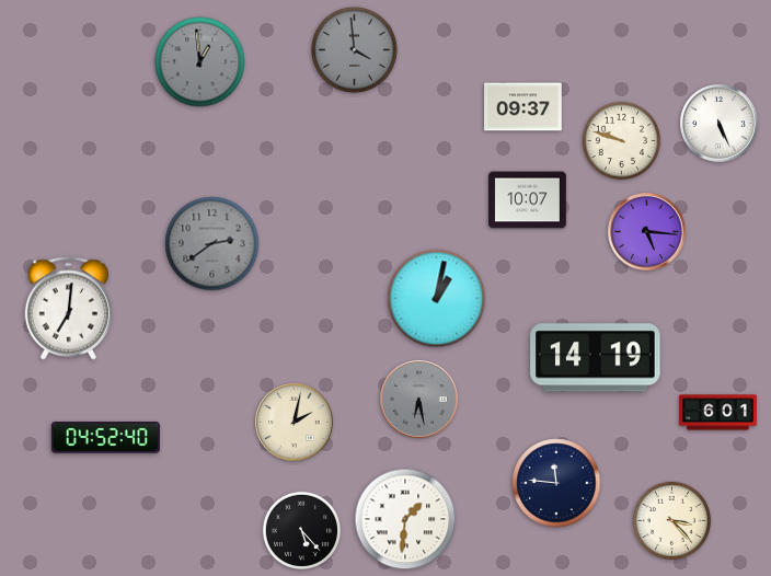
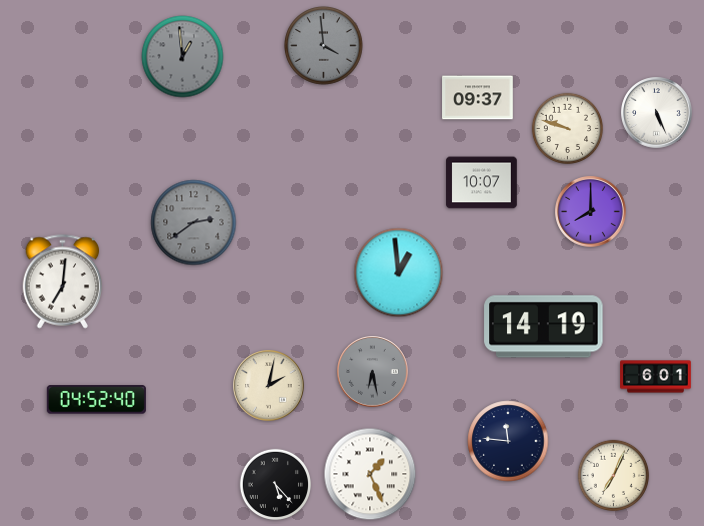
clock at (647, 232): 5:16 -> 8:00
clock at (437, 299): 1:02 -> 12:59
clock at (419, 400) position: (419, 400) -> (373, 372)
clock at (405, 519): 1:31 -> 1:26
clock at (672, 521): 3:23 -> 7:04
